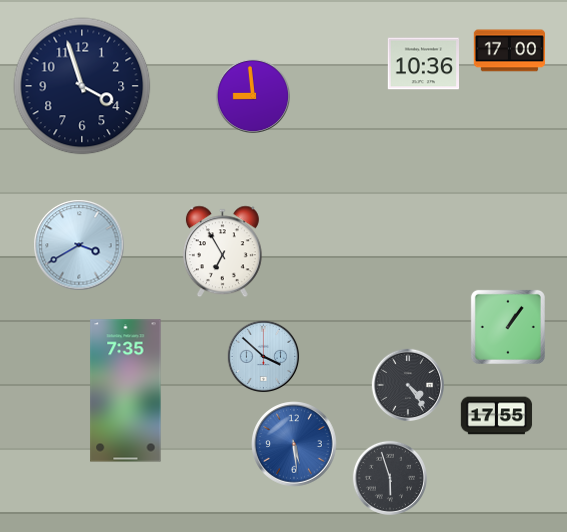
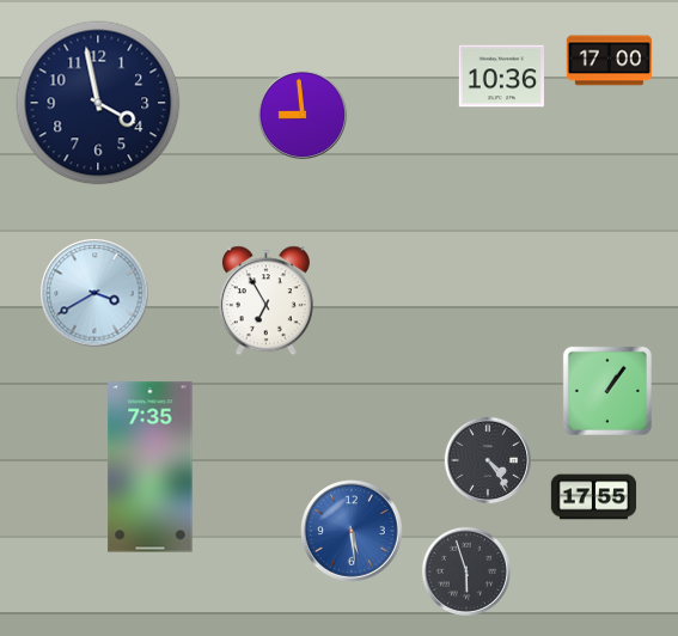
clock at (423, 64) position: (423, 64) -> (501, 77)
clock at (82, 86): 3:57 -> 3:58
clock at (264, 357): 3:52 -> none
